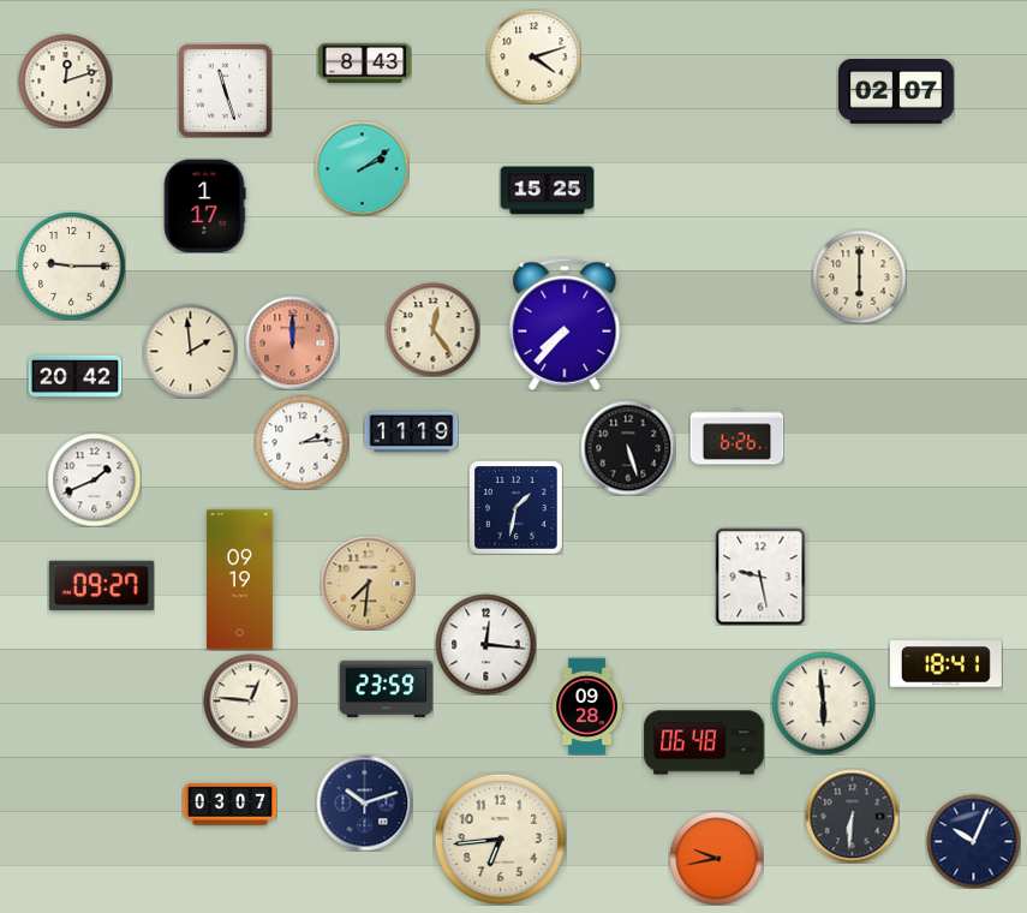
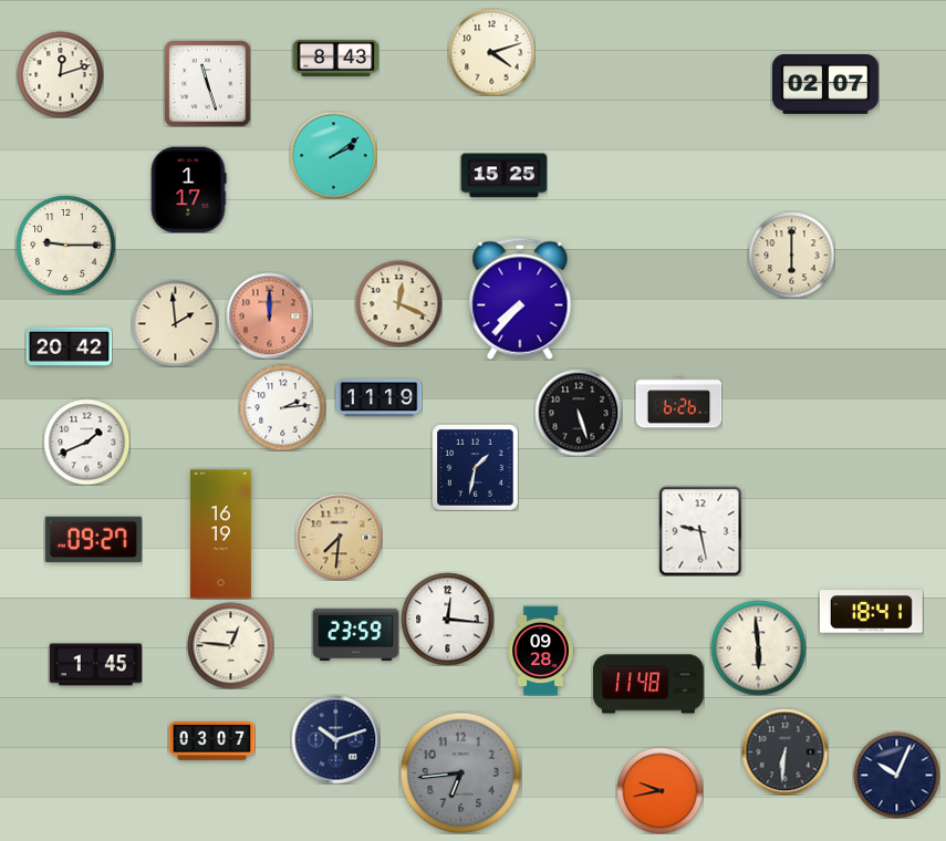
clock at (432, 329): 12:24 -> 12:19
clock at (301, 442) position: (301, 442) -> (282, 407)
clock at (239, 580): 09:19 -> 16:19
clock at (485, 644) position: (485, 644) -> (447, 619)
clock at (95, 665): none -> 1:45
clock at (704, 742): 06:48 -> 11:48
clock at (500, 839) dial: cream -> grey
